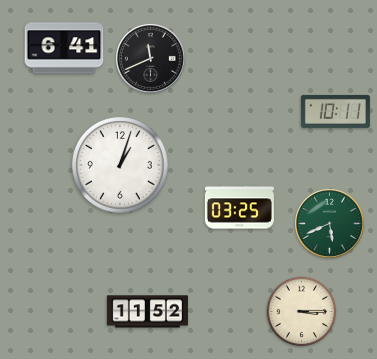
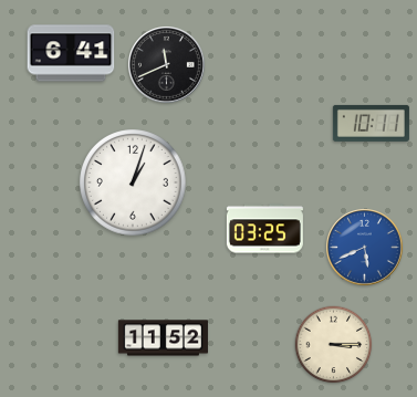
clock at (330, 224) dial: green -> blue
clock at (147, 312) position: (147, 312) -> (163, 338)
